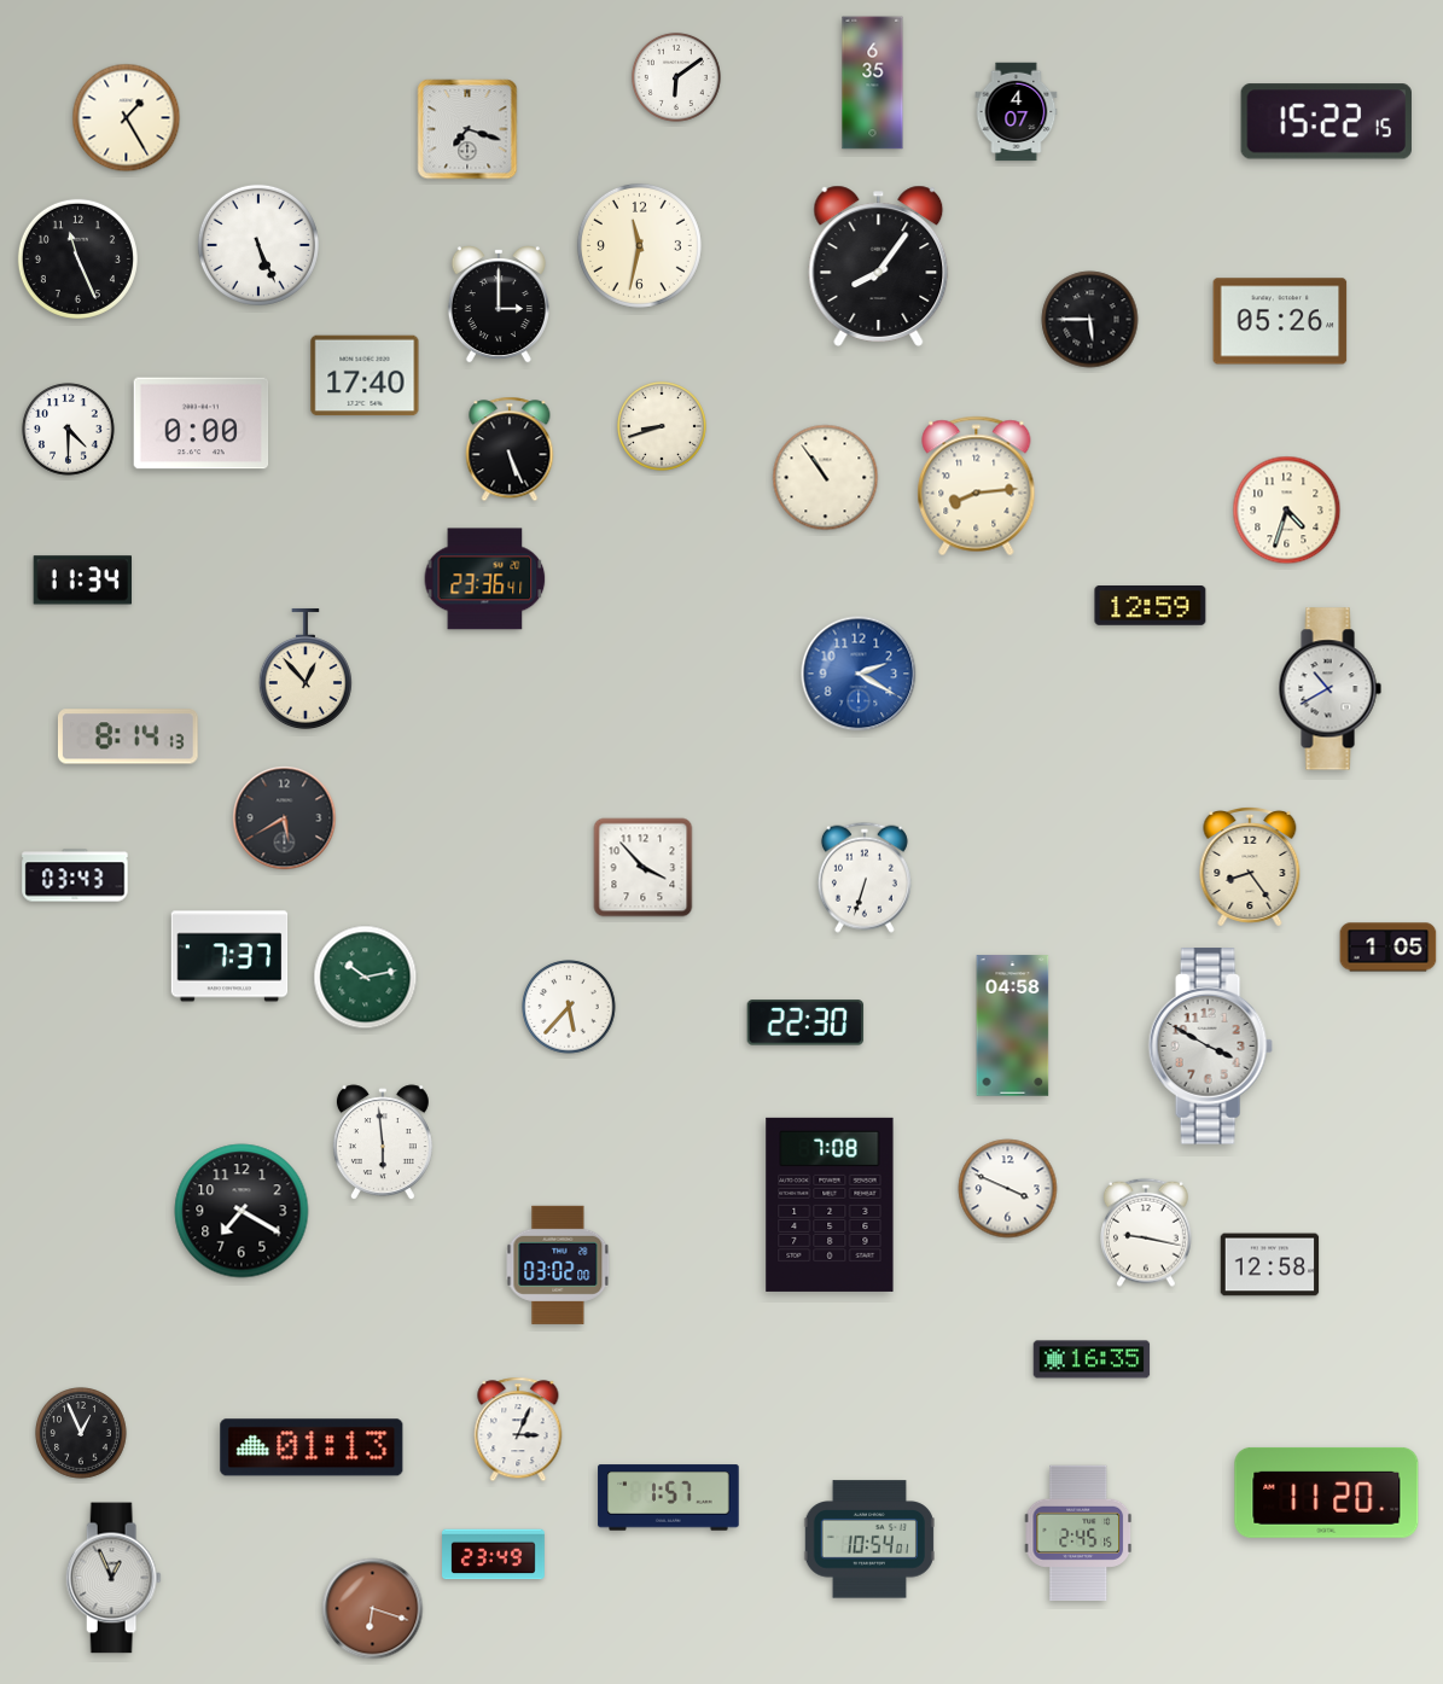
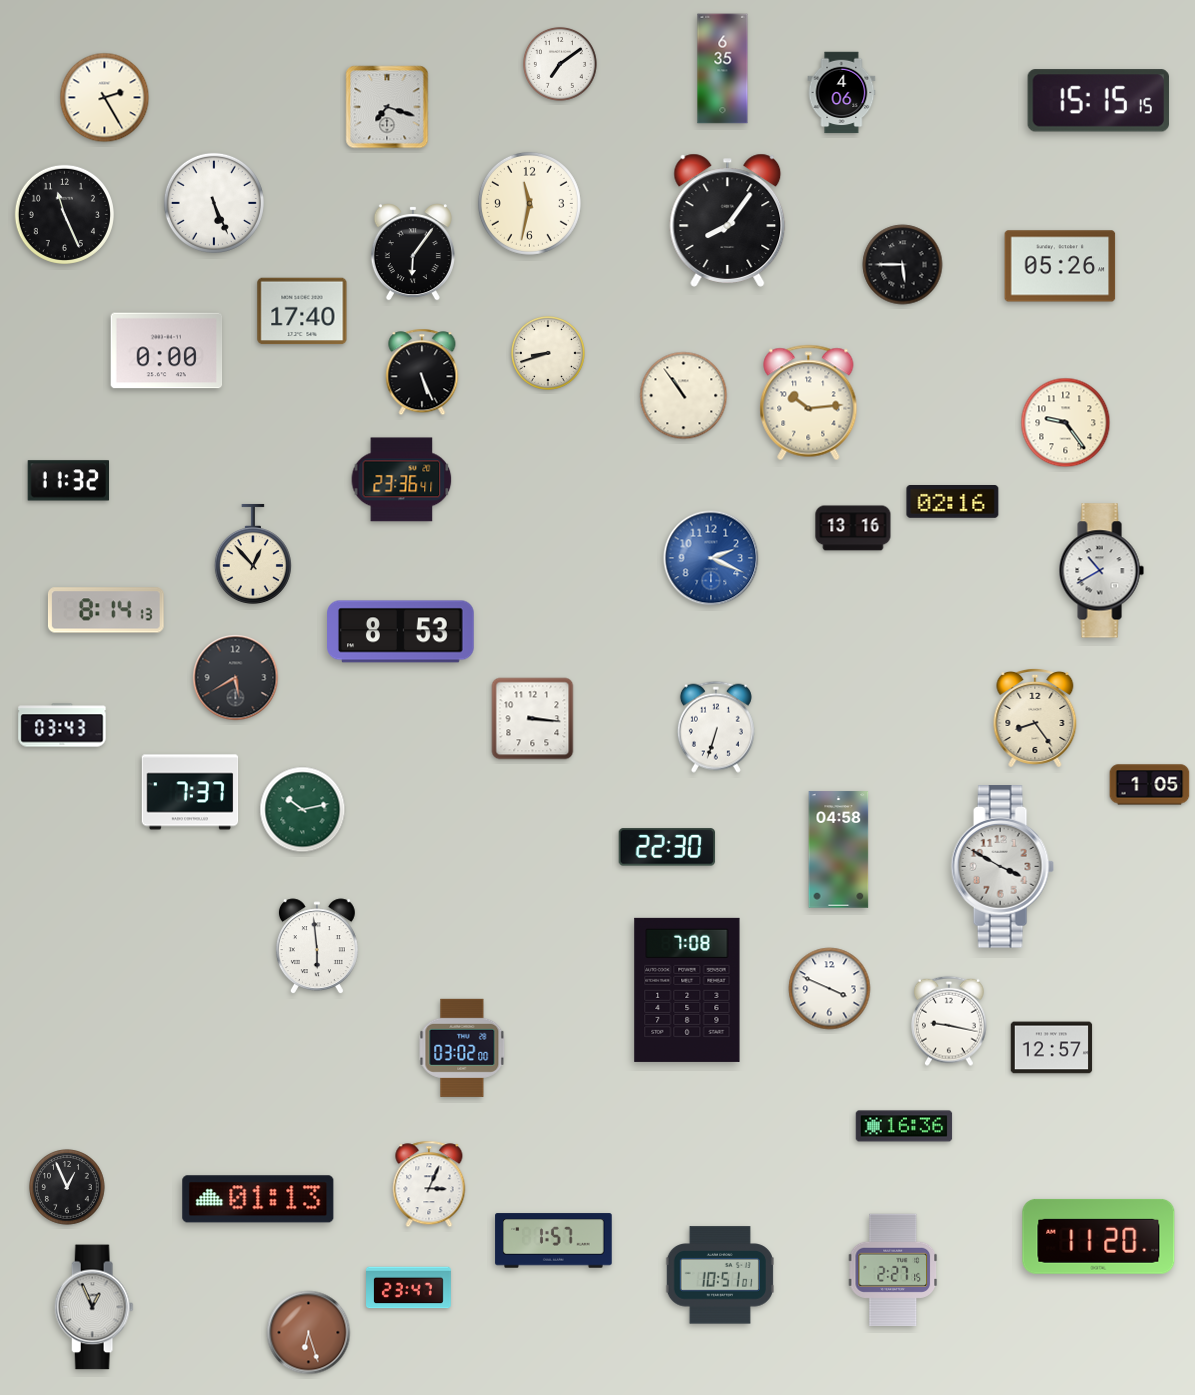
clock at (676, 77): 6:09 -> 7:09
clock at (1017, 112): 4:07 -> 4:06
clock at (127, 118): 1:25 -> 2:25
clock at (1326, 122): 15:22 -> 15:15
clock at (499, 305): 3:00 -> 6:06
clock at (69, 430): 4:30 -> none
clock at (977, 486): 8:14 -> 10:14
clock at (1287, 511): 4:33 -> 9:24
clock at (82, 581): 11:34 -> 11:32
clock at (1151, 606): 12:59 -> 02:16
clock at (853, 528): none -> 13:16
clock at (859, 674): 2:20 -> 2:19
clock at (401, 632): none -> 8:53
clock at (644, 868): 3:53 -> 3:16
clock at (569, 1007): 5:37 -> none
clock at (1008, 1189) position: (1008, 1189) -> (830, 989)
clock at (830, 1205) position: (830, 1205) -> (687, 990)
clock at (242, 1211): 7:20 -> none
clock at (1270, 1265): 12:58 -> 12:57
clock at (1092, 1359): 16:35 -> 16:36
clock at (1078, 1533): 2:45 -> 2:27
clock at (869, 1539): 10:54 -> 10:51
clock at (494, 1555): 23:49 -> 23:47
clock at (373, 1609): 6:18 -> 6:27
